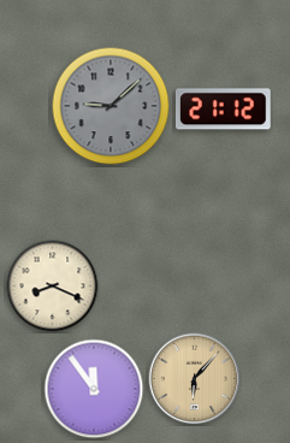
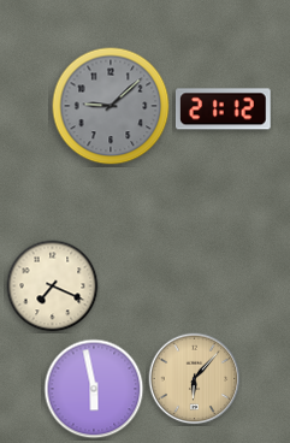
clock at (53, 287): 8:19 -> 7:19
clock at (94, 389): 11:54 -> 5:58
